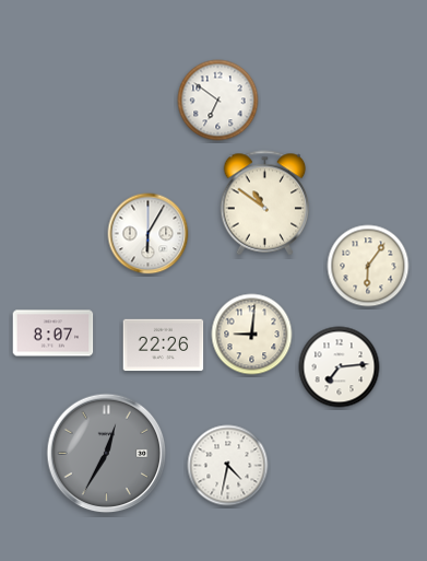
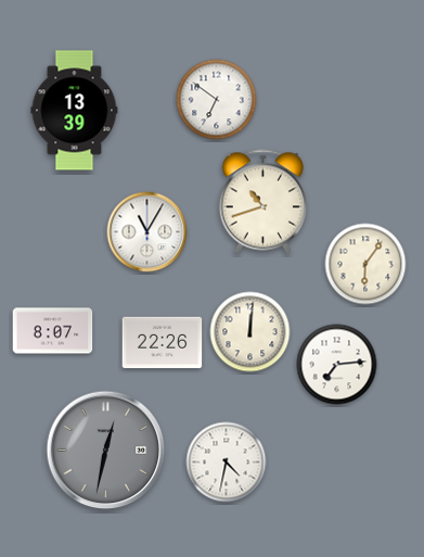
clock at (75, 111): none -> 13:39
clock at (265, 203): 10:51 -> 10:42
clock at (149, 234): 6:05 -> 11:05
clock at (252, 335): 9:01 -> 12:01
clock at (107, 454): 12:35 -> 12:32
